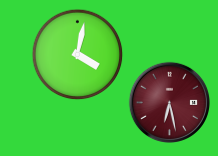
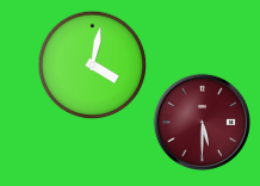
clock at (169, 102): 6:28 -> 5:30
